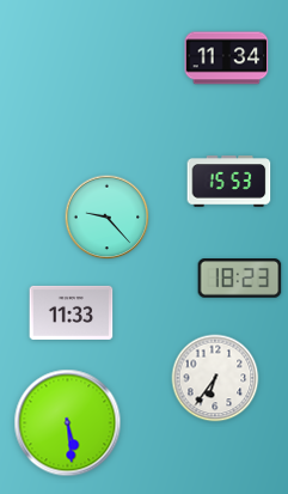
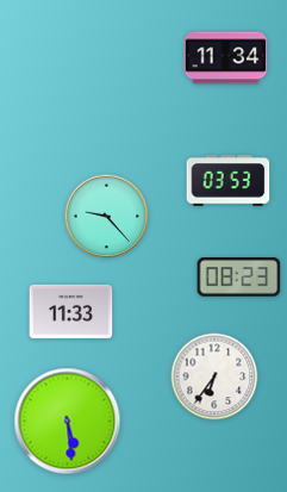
clock at (229, 182): 15:53 -> 03:53
clock at (240, 279): 18:23 -> 08:23
